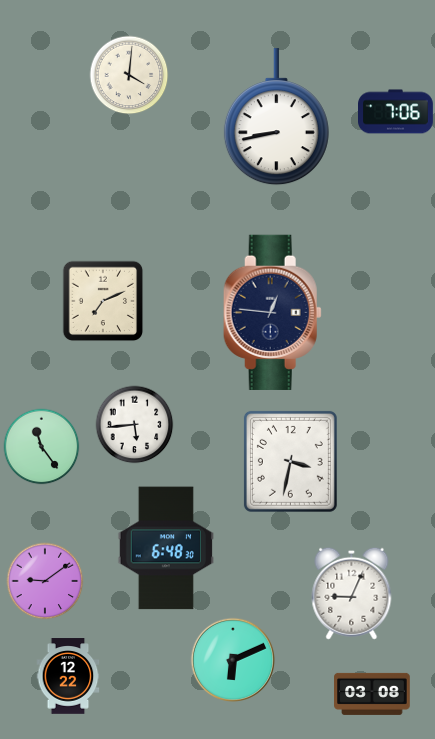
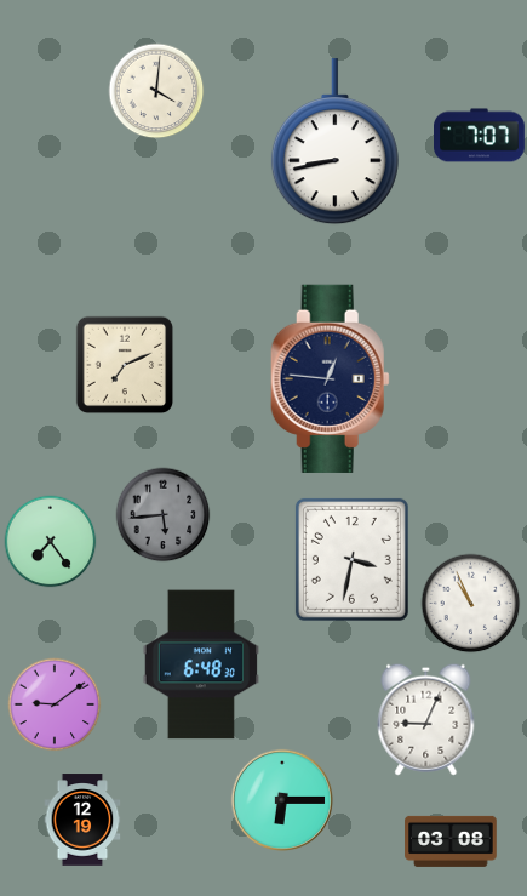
clock at (396, 112): 7:06 -> 7:07
clock at (135, 425) dial: white -> grey
clock at (42, 447): 11:24 -> 7:24
clock at (471, 604): none -> 10:56
clock at (233, 660): 6:11 -> 6:15
clock at (68, 676): 12:22 -> 12:19
